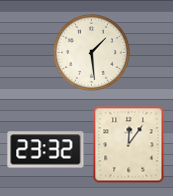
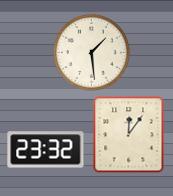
clock at (129, 144) position: (129, 144) -> (129, 134)
